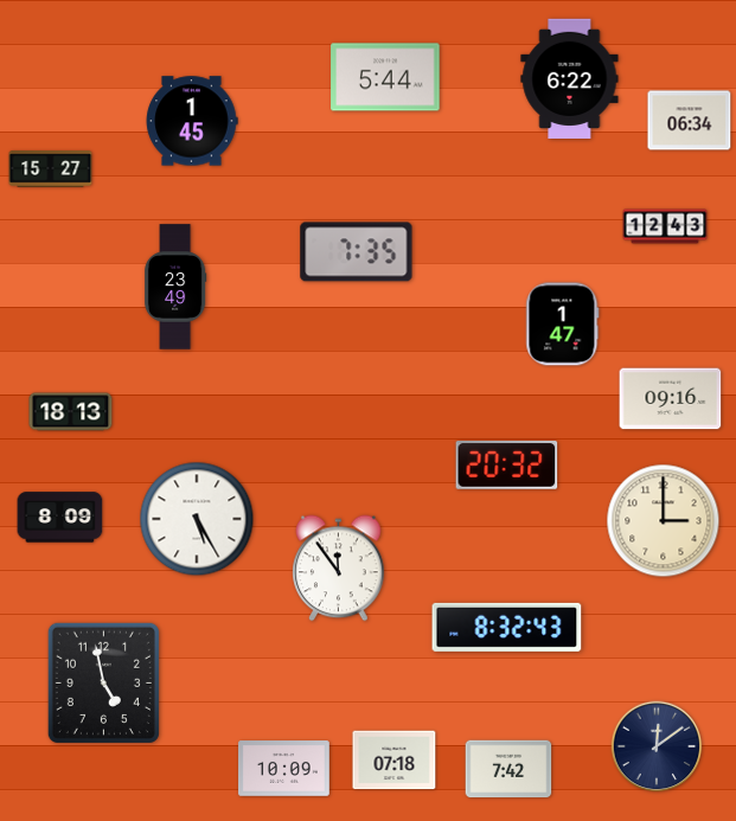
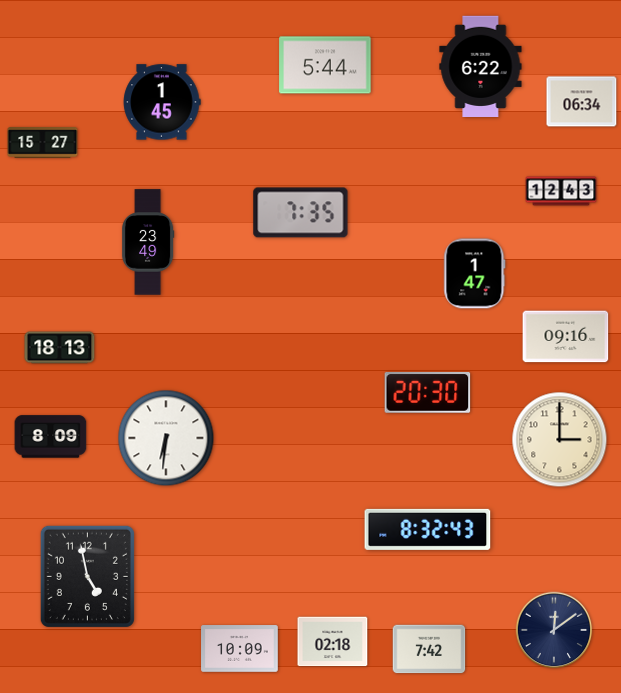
clock at (507, 466): 20:32 -> 20:30
clock at (197, 519): 5:25 -> 6:31
clock at (339, 569): 11:54 -> none
clock at (395, 761): 07:18 -> 02:18
